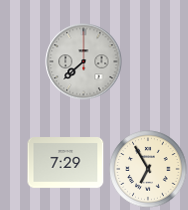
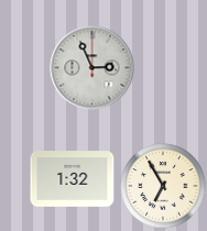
clock at (84, 62): 7:38 -> 2:56
clock at (66, 163): 7:29 -> 1:32
